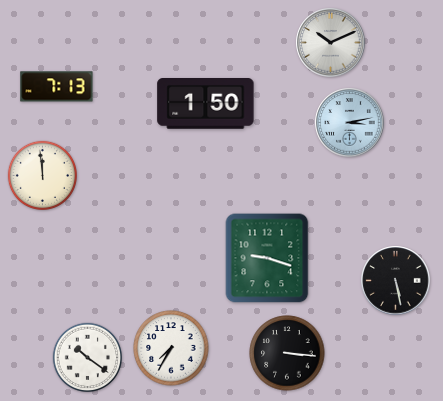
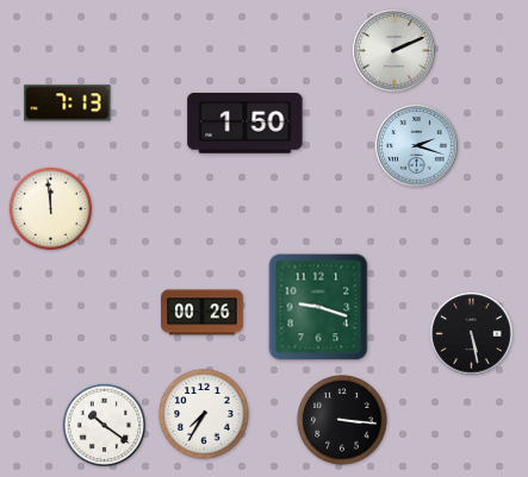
clock at (331, 43): 10:11 -> 2:11
clock at (350, 123): 3:13 -> 2:18
clock at (203, 313): none -> 00:26
